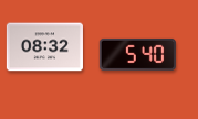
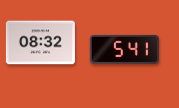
clock at (137, 54): 5:40 -> 5:41
